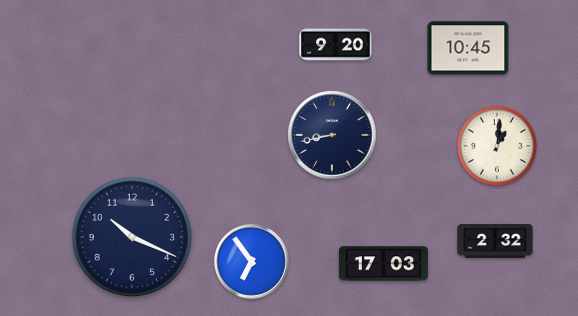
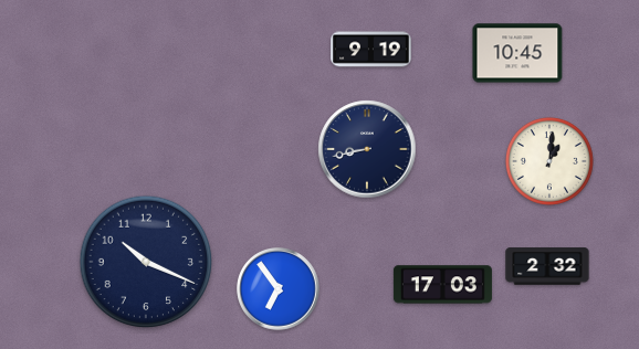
clock at (336, 45): 9:20 -> 9:19
clock at (383, 264) position: (383, 264) -> (442, 285)
